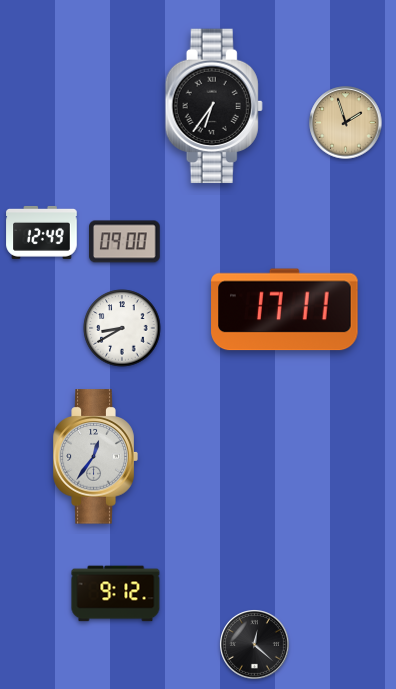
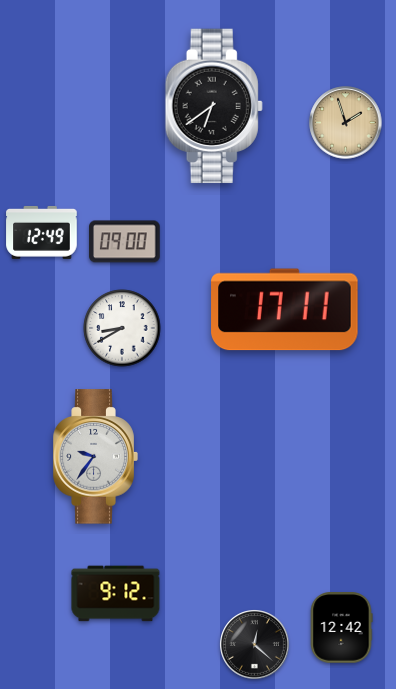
clock at (214, 106): 6:36 -> 6:39
clock at (95, 457): 12:36 -> 9:36
clock at (341, 628): none -> 12:42
